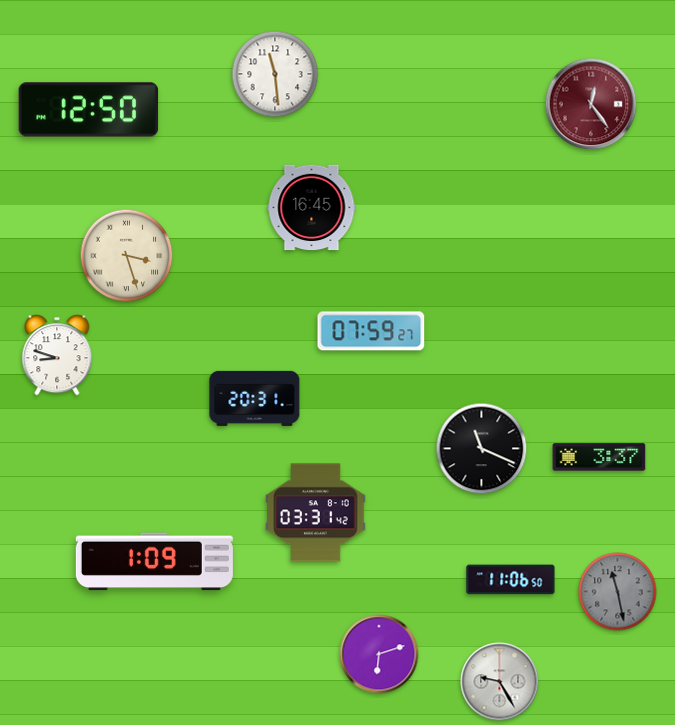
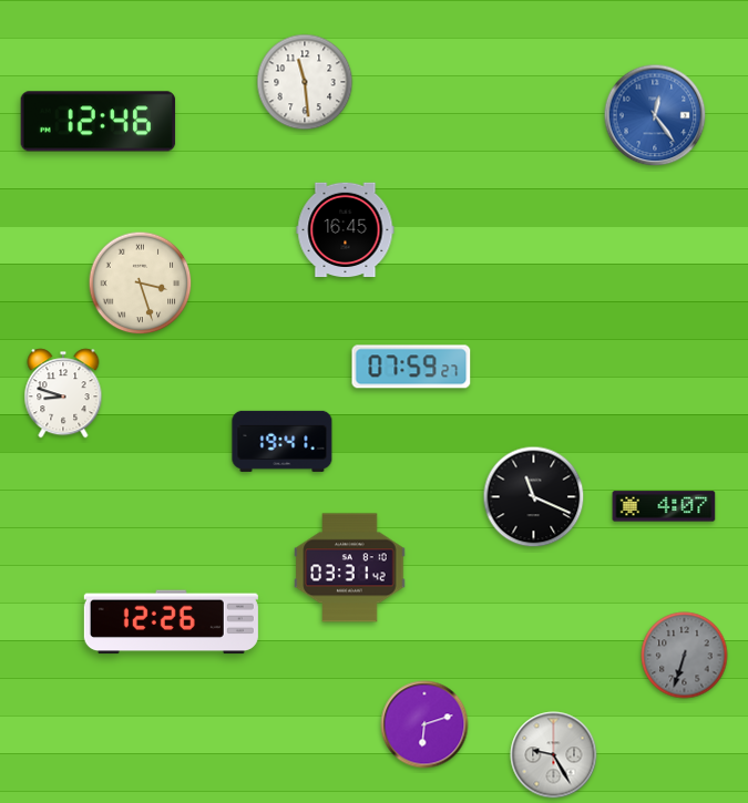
clock at (591, 104) dial: burgundy -> blue
clock at (89, 110): 12:50 -> 12:46
clock at (255, 398): 20:31 -> 19:41
clock at (599, 457): 3:37 -> 4:07
clock at (154, 562): 1:09 -> 12:26
clock at (511, 580): 11:06 -> none
clock at (618, 592): 11:28 -> 6:33
clock at (379, 654) position: (379, 654) -> (424, 724)
